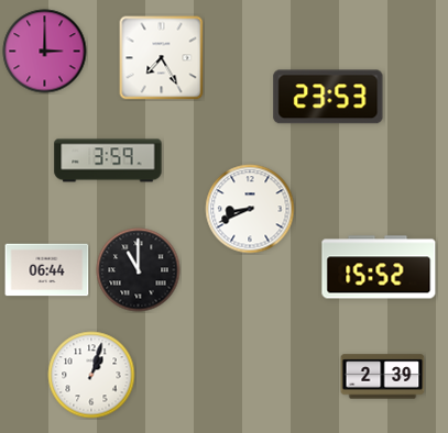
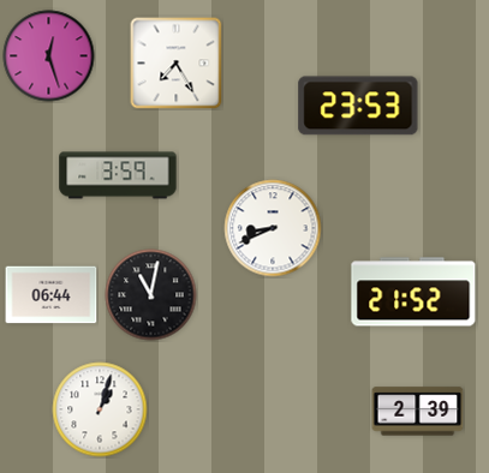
clock at (45, 52): 3:00 -> 12:27
clock at (379, 267): 15:52 -> 21:52
clock at (139, 270): 11:00 -> 11:02
